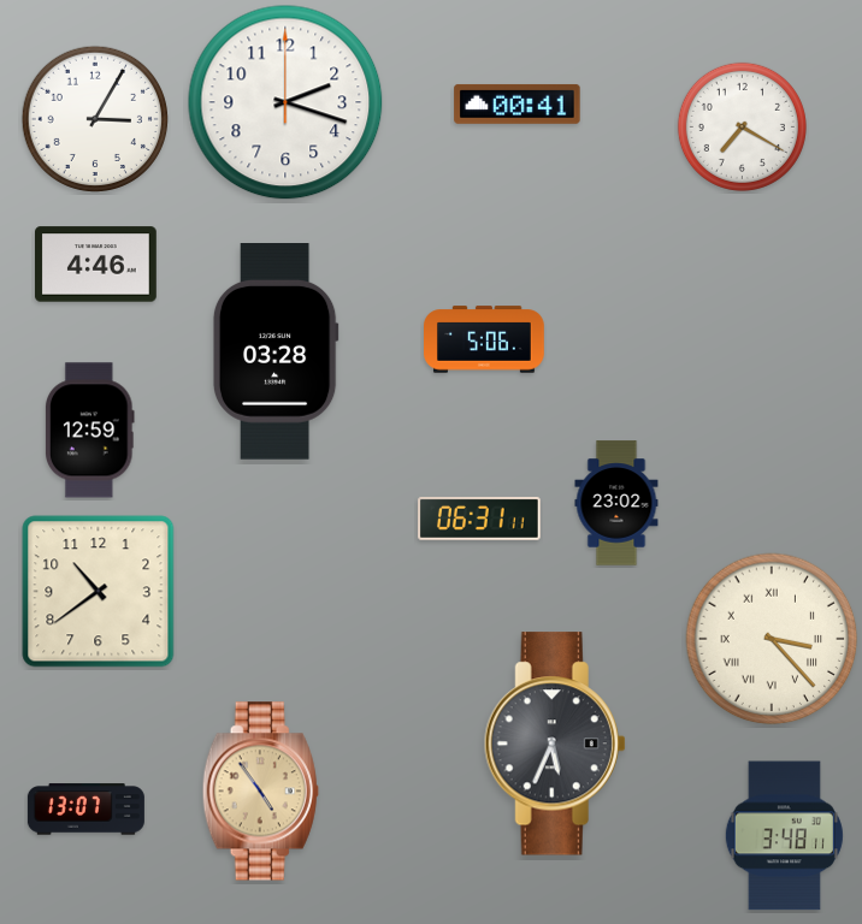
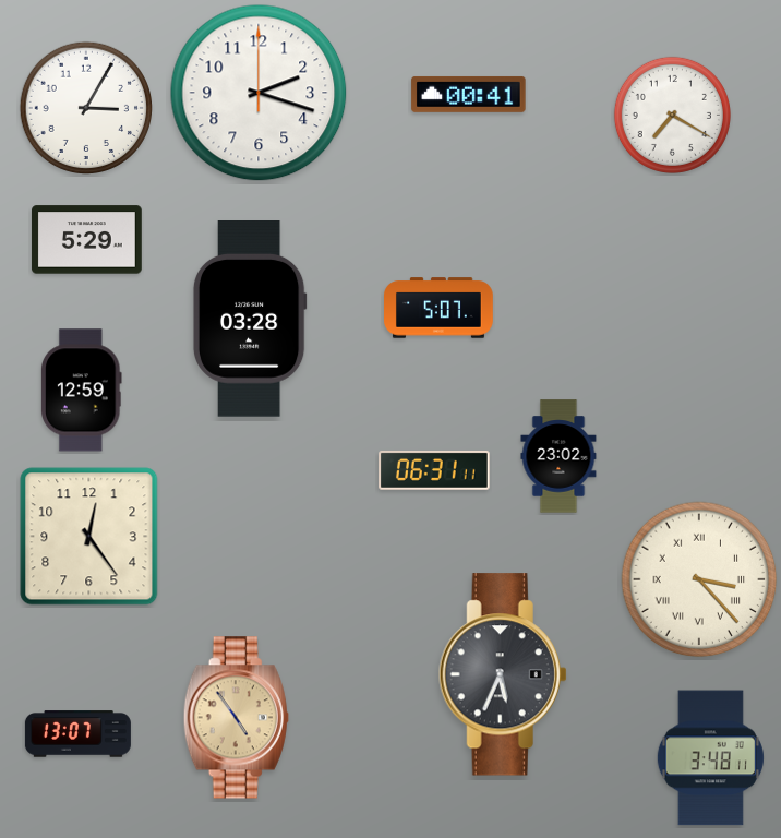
clock at (96, 265): 4:46 -> 5:29
clock at (485, 339): 5:06 -> 5:07
clock at (99, 592): 10:39 -> 12:24
